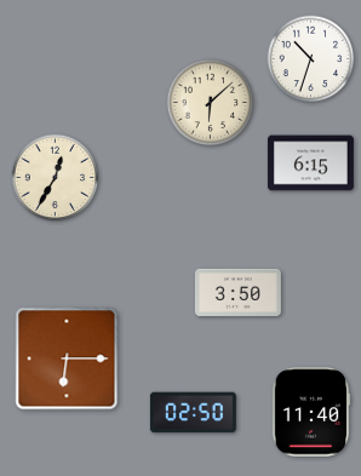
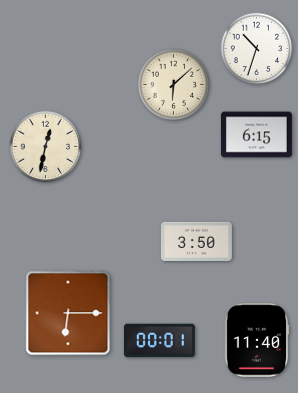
clock at (56, 178): 12:35 -> 12:32
clock at (67, 359) position: (67, 359) -> (68, 313)
clock at (193, 413): 02:50 -> 00:01
